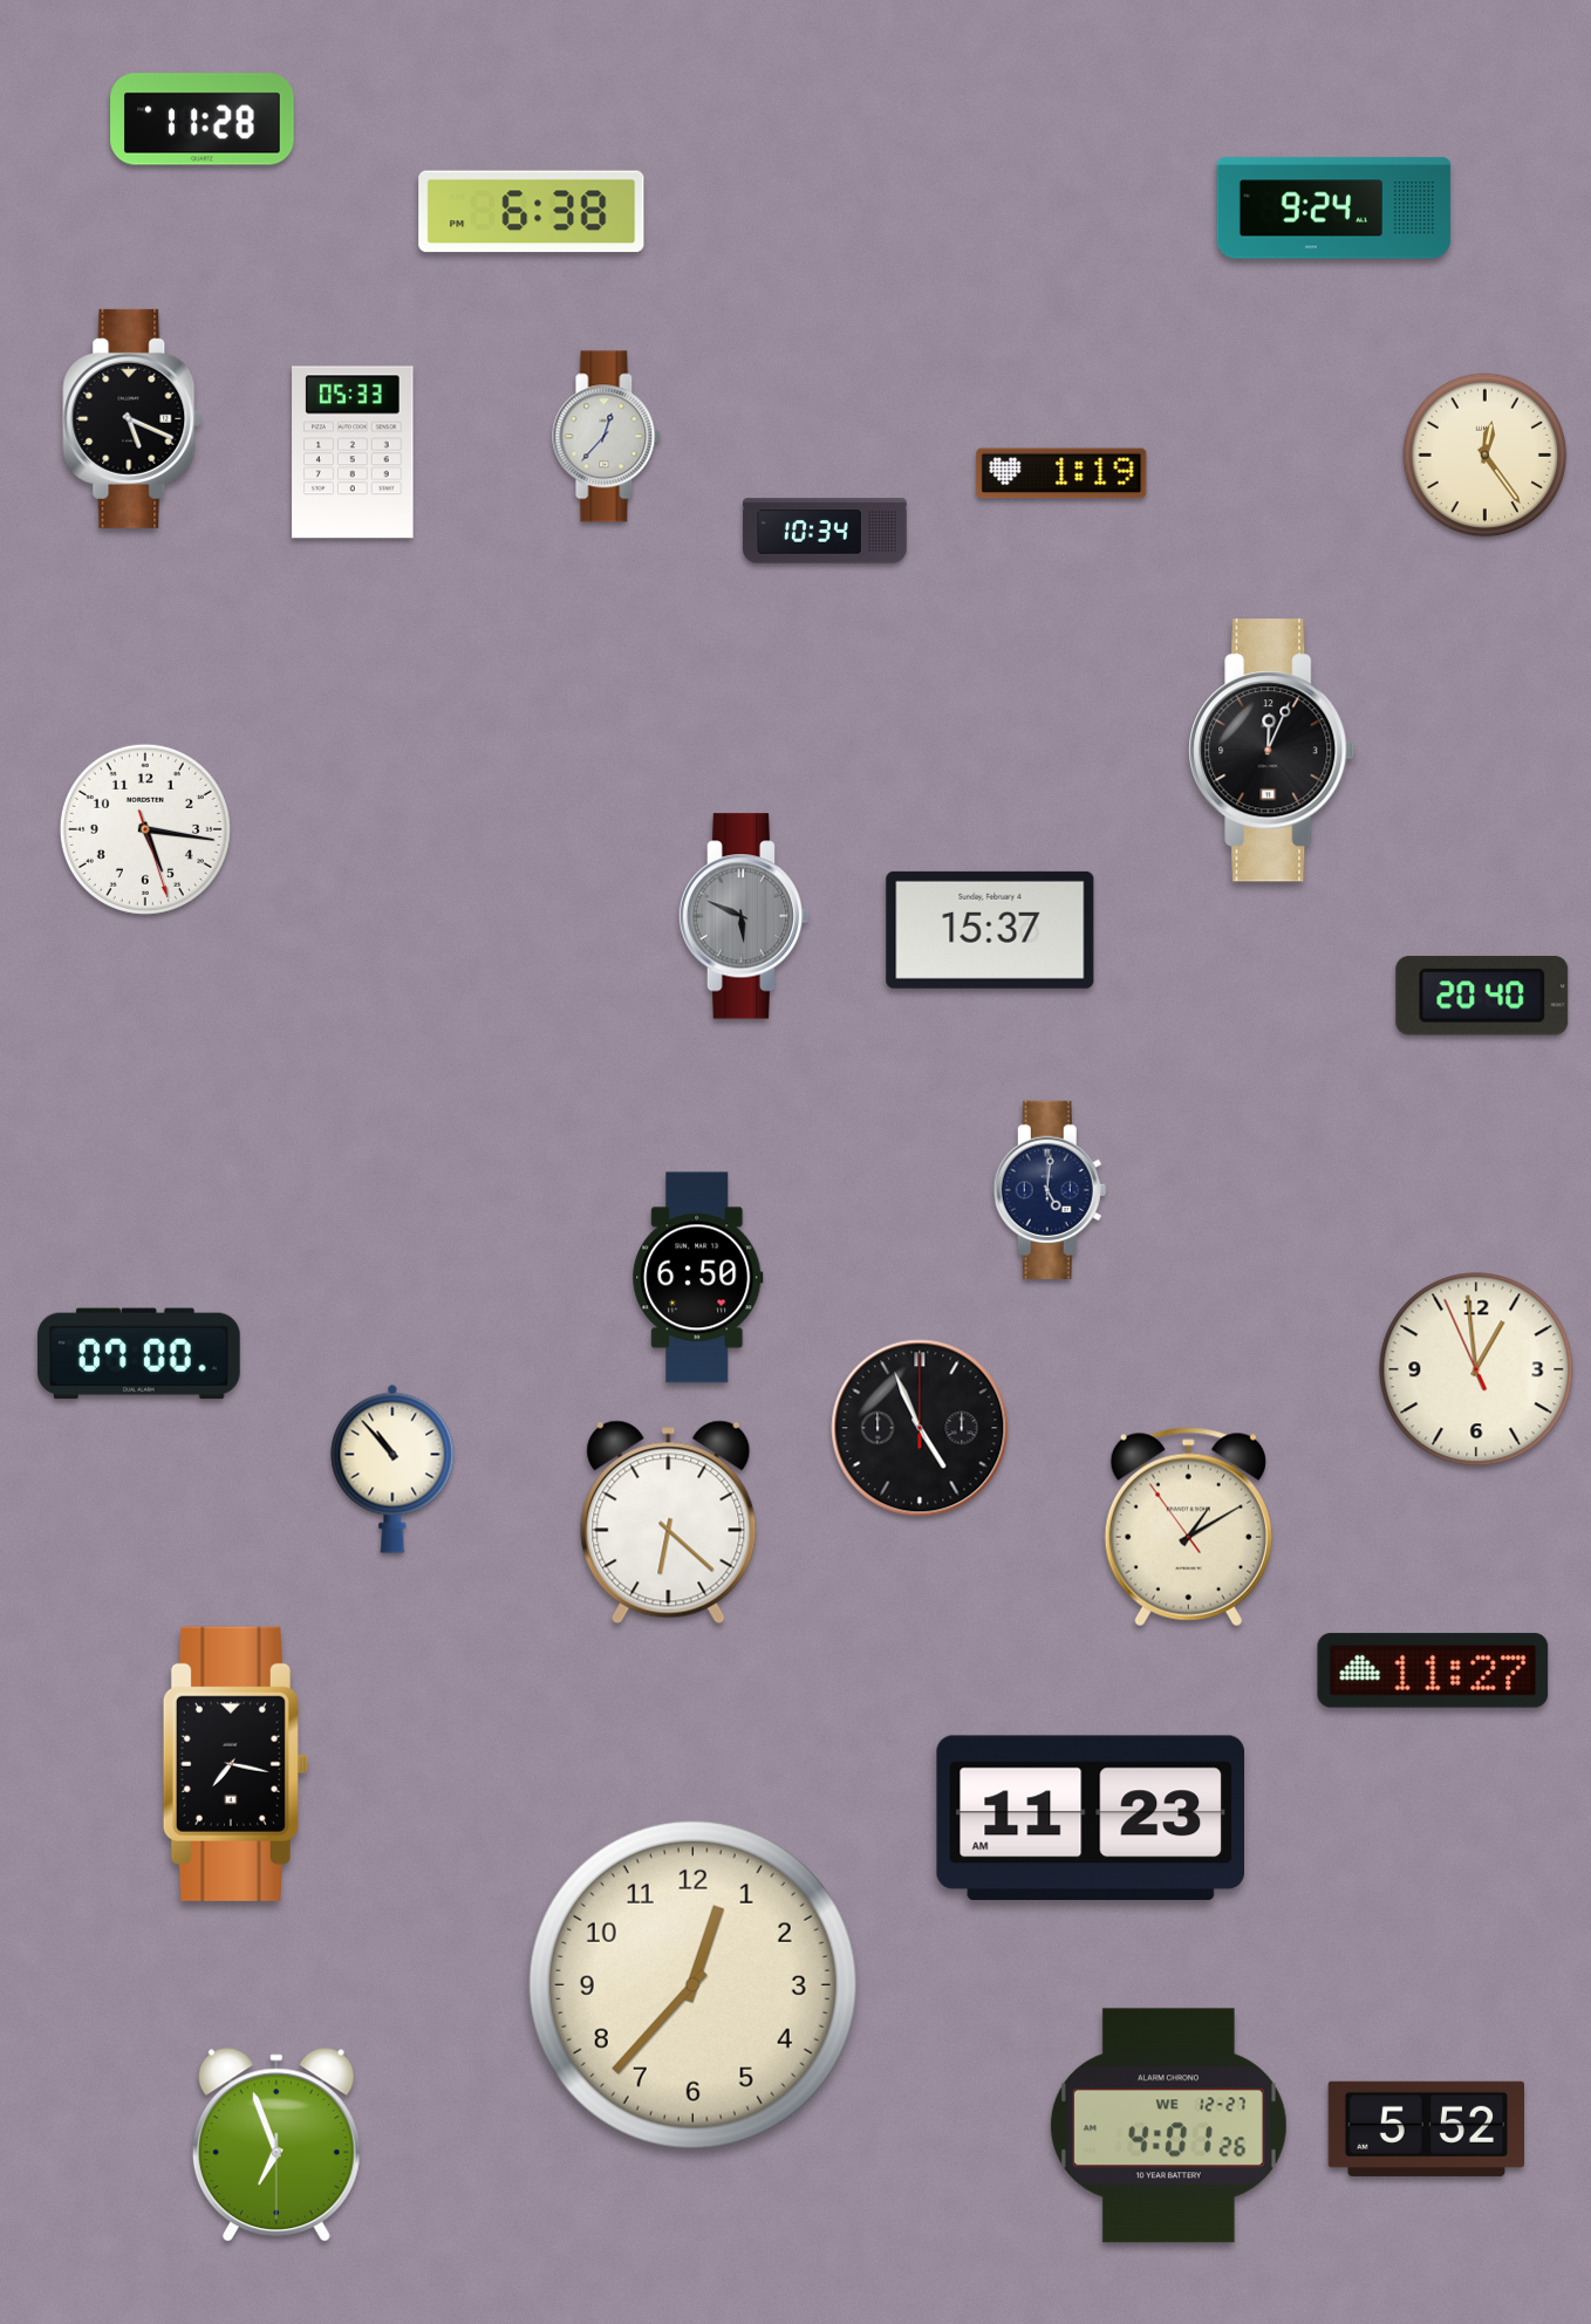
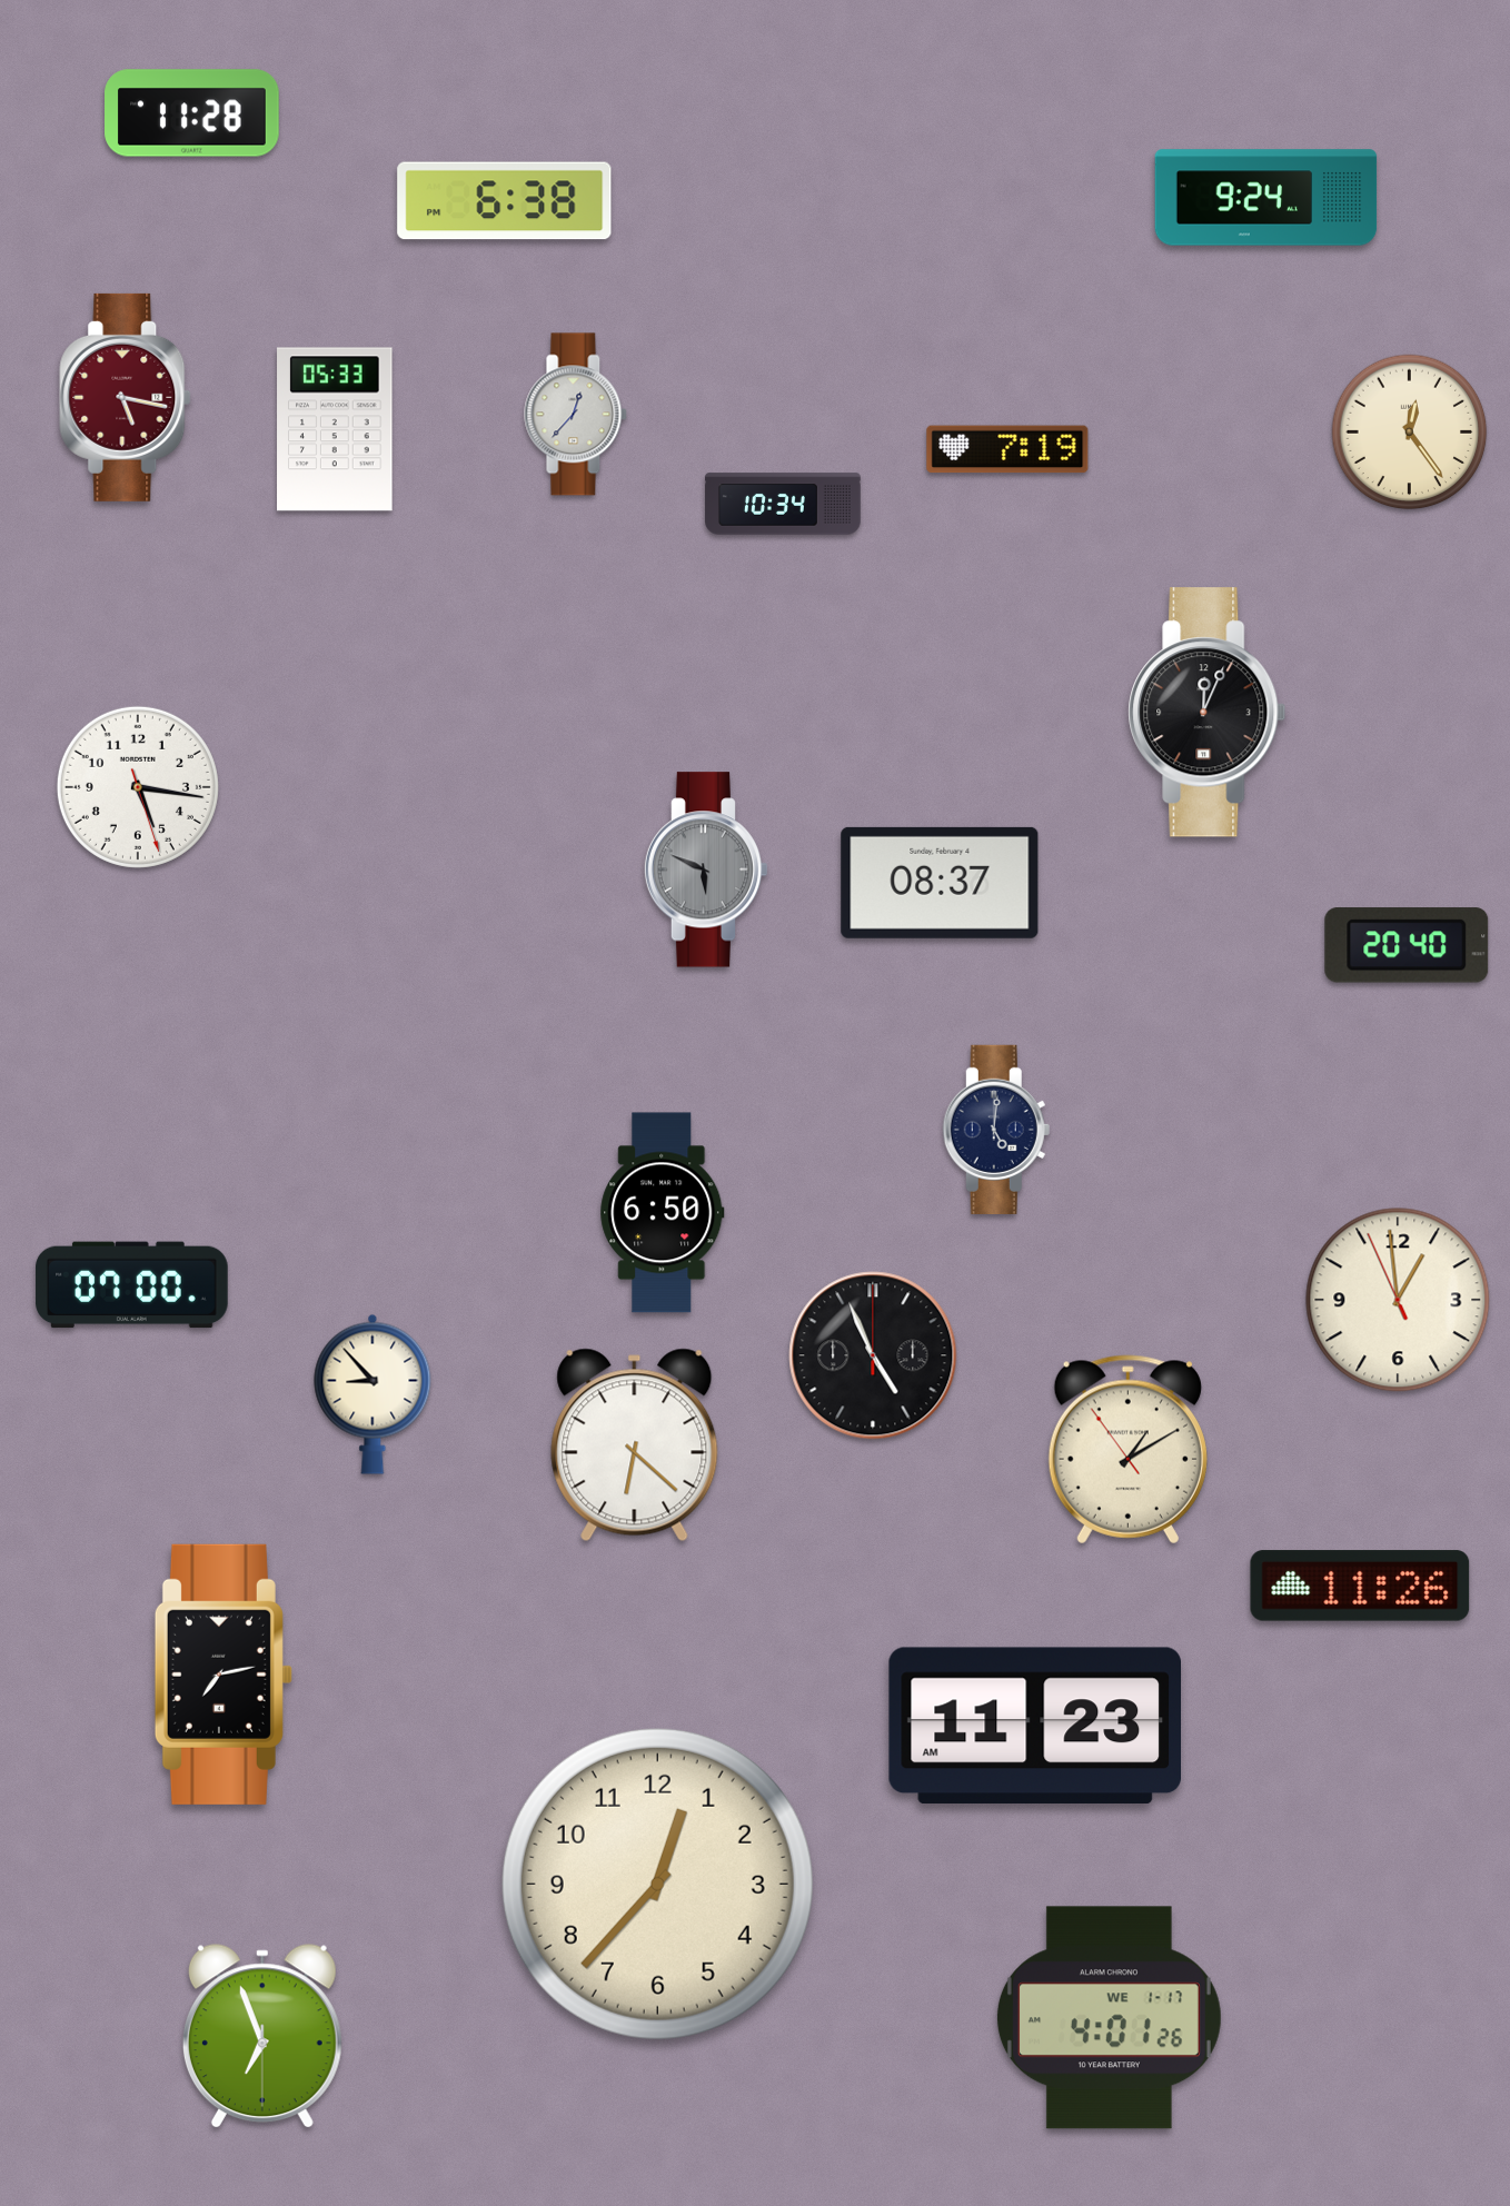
clock at (132, 418): 5:19 -> 5:17
clock at (132, 418) dial: black -> burgundy
clock at (1061, 473): 1:19 -> 7:19
clock at (990, 930): 15:37 -> 08:37
clock at (1476, 1369) position: (1476, 1369) -> (1398, 1300)
clock at (392, 1469): 10:53 -> 8:53
clock at (1433, 1670): 11:27 -> 11:26
clock at (235, 1764): 7:17 -> 7:13
clock at (1168, 2126) date: WE 12-27 -> WE 1-17
clock at (1426, 2128): 5:52 -> none
